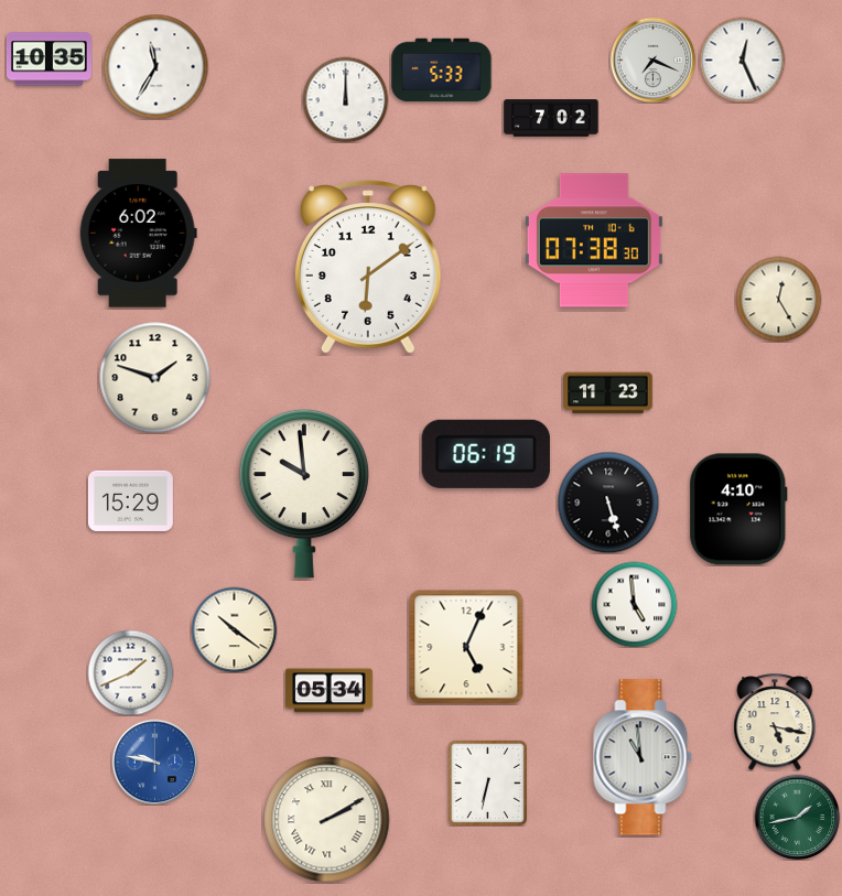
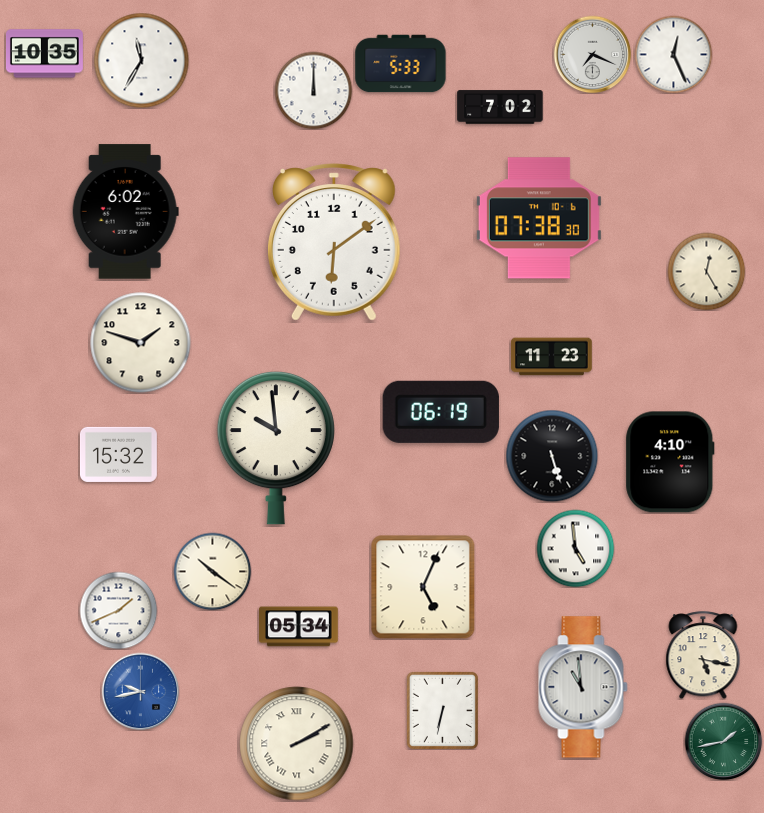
clock at (130, 500): 15:29 -> 15:32
clock at (154, 762): 9:47 -> 9:43
